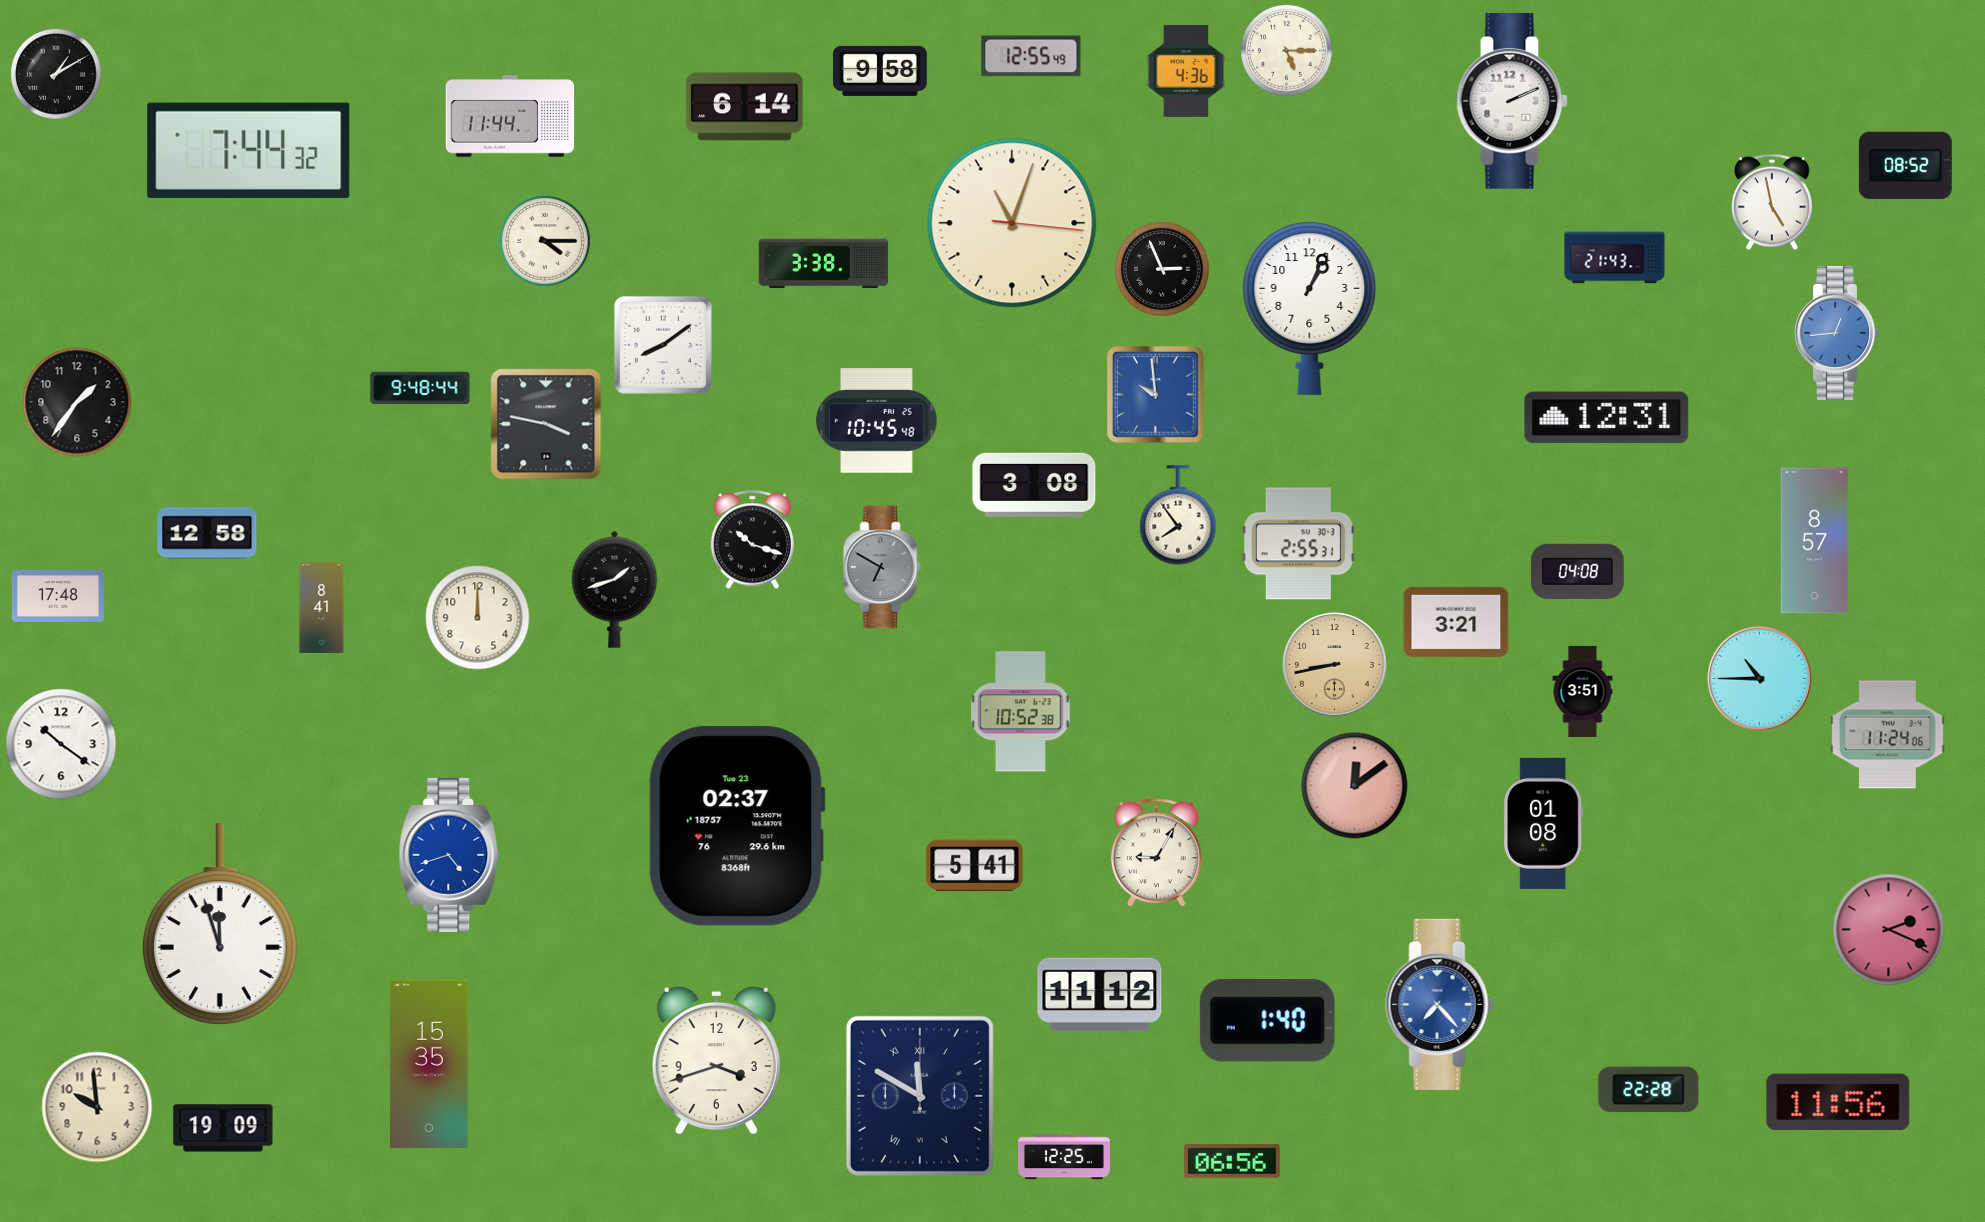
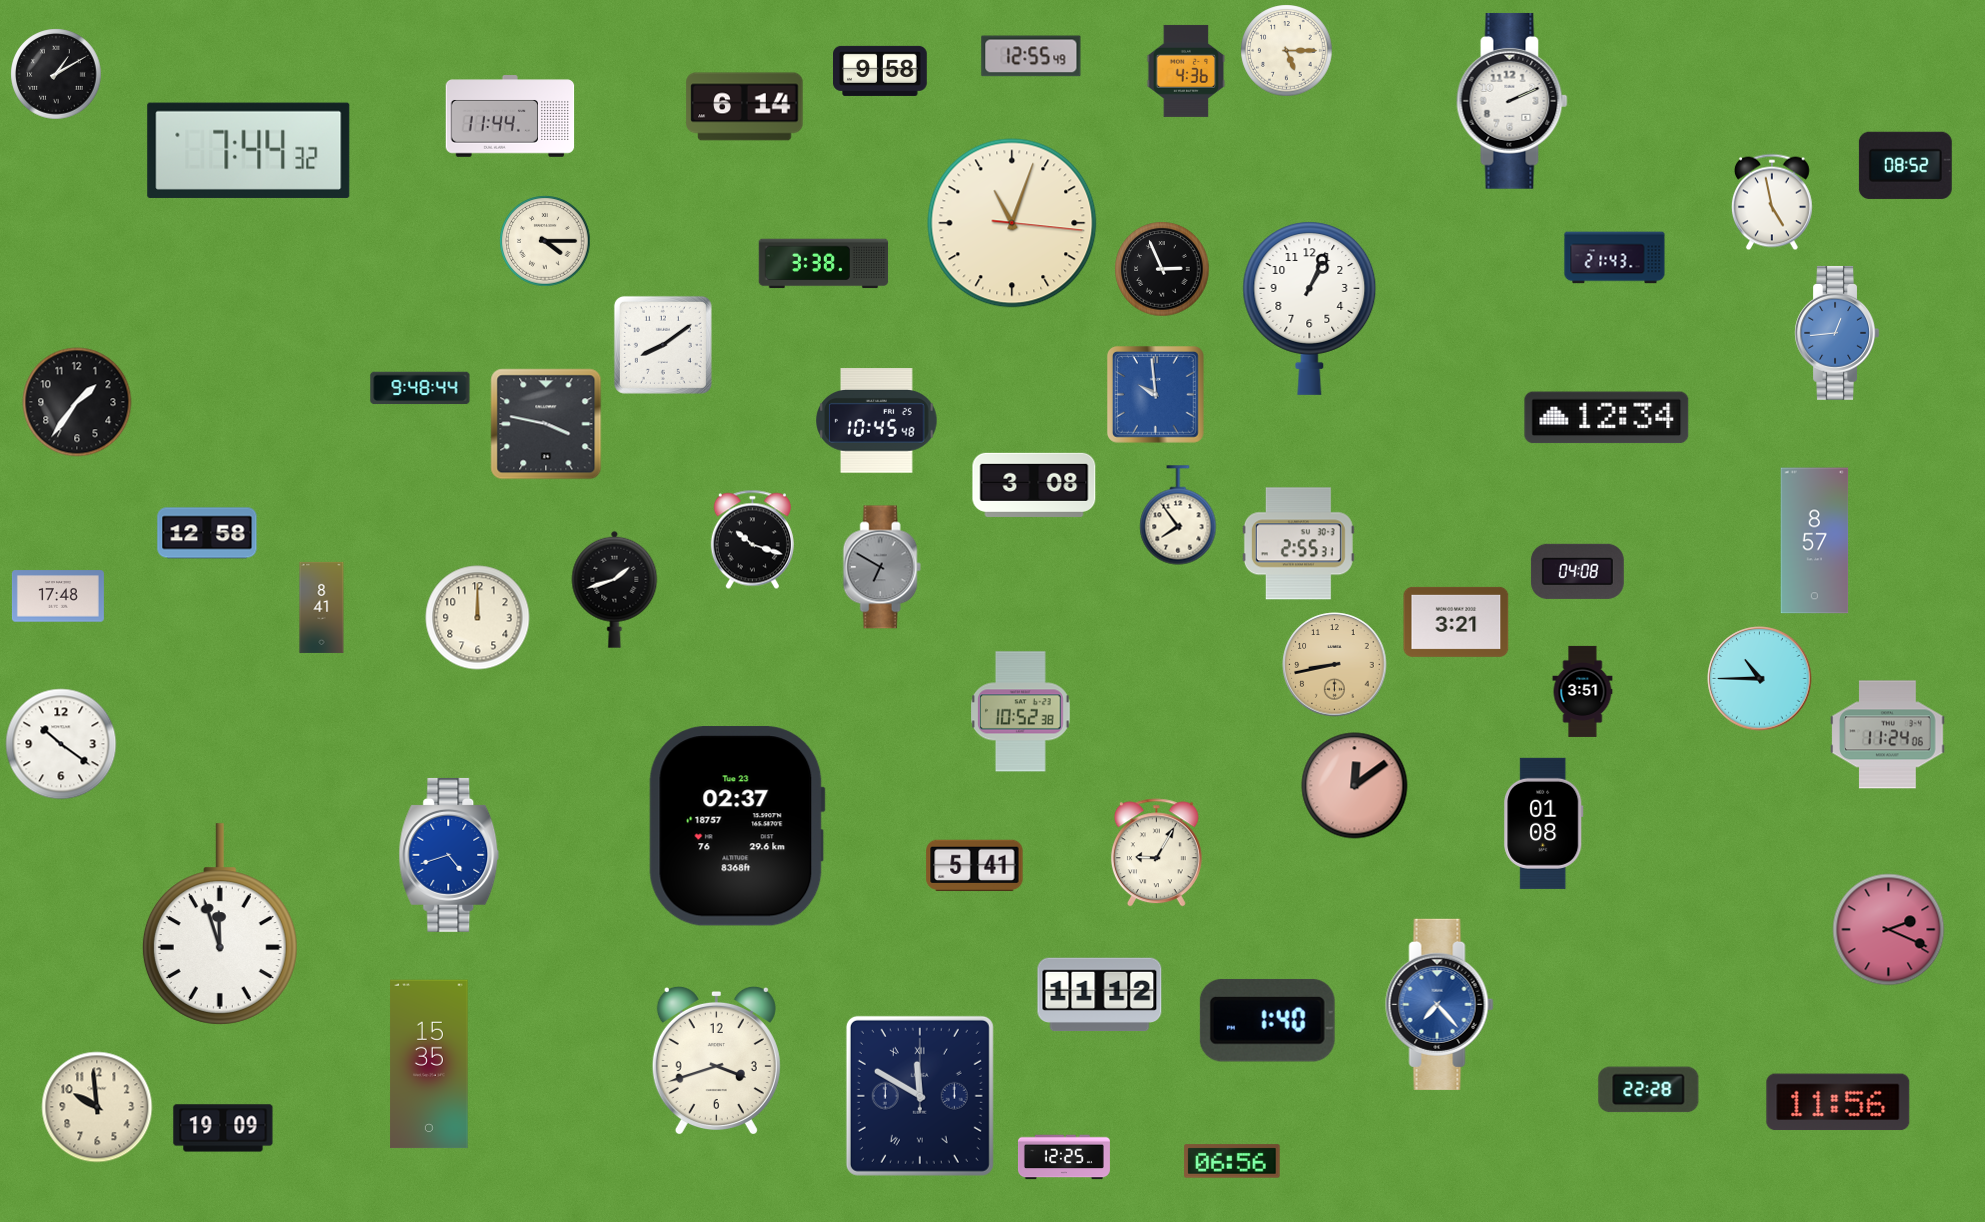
clock at (1607, 418): 12:31 -> 12:34
